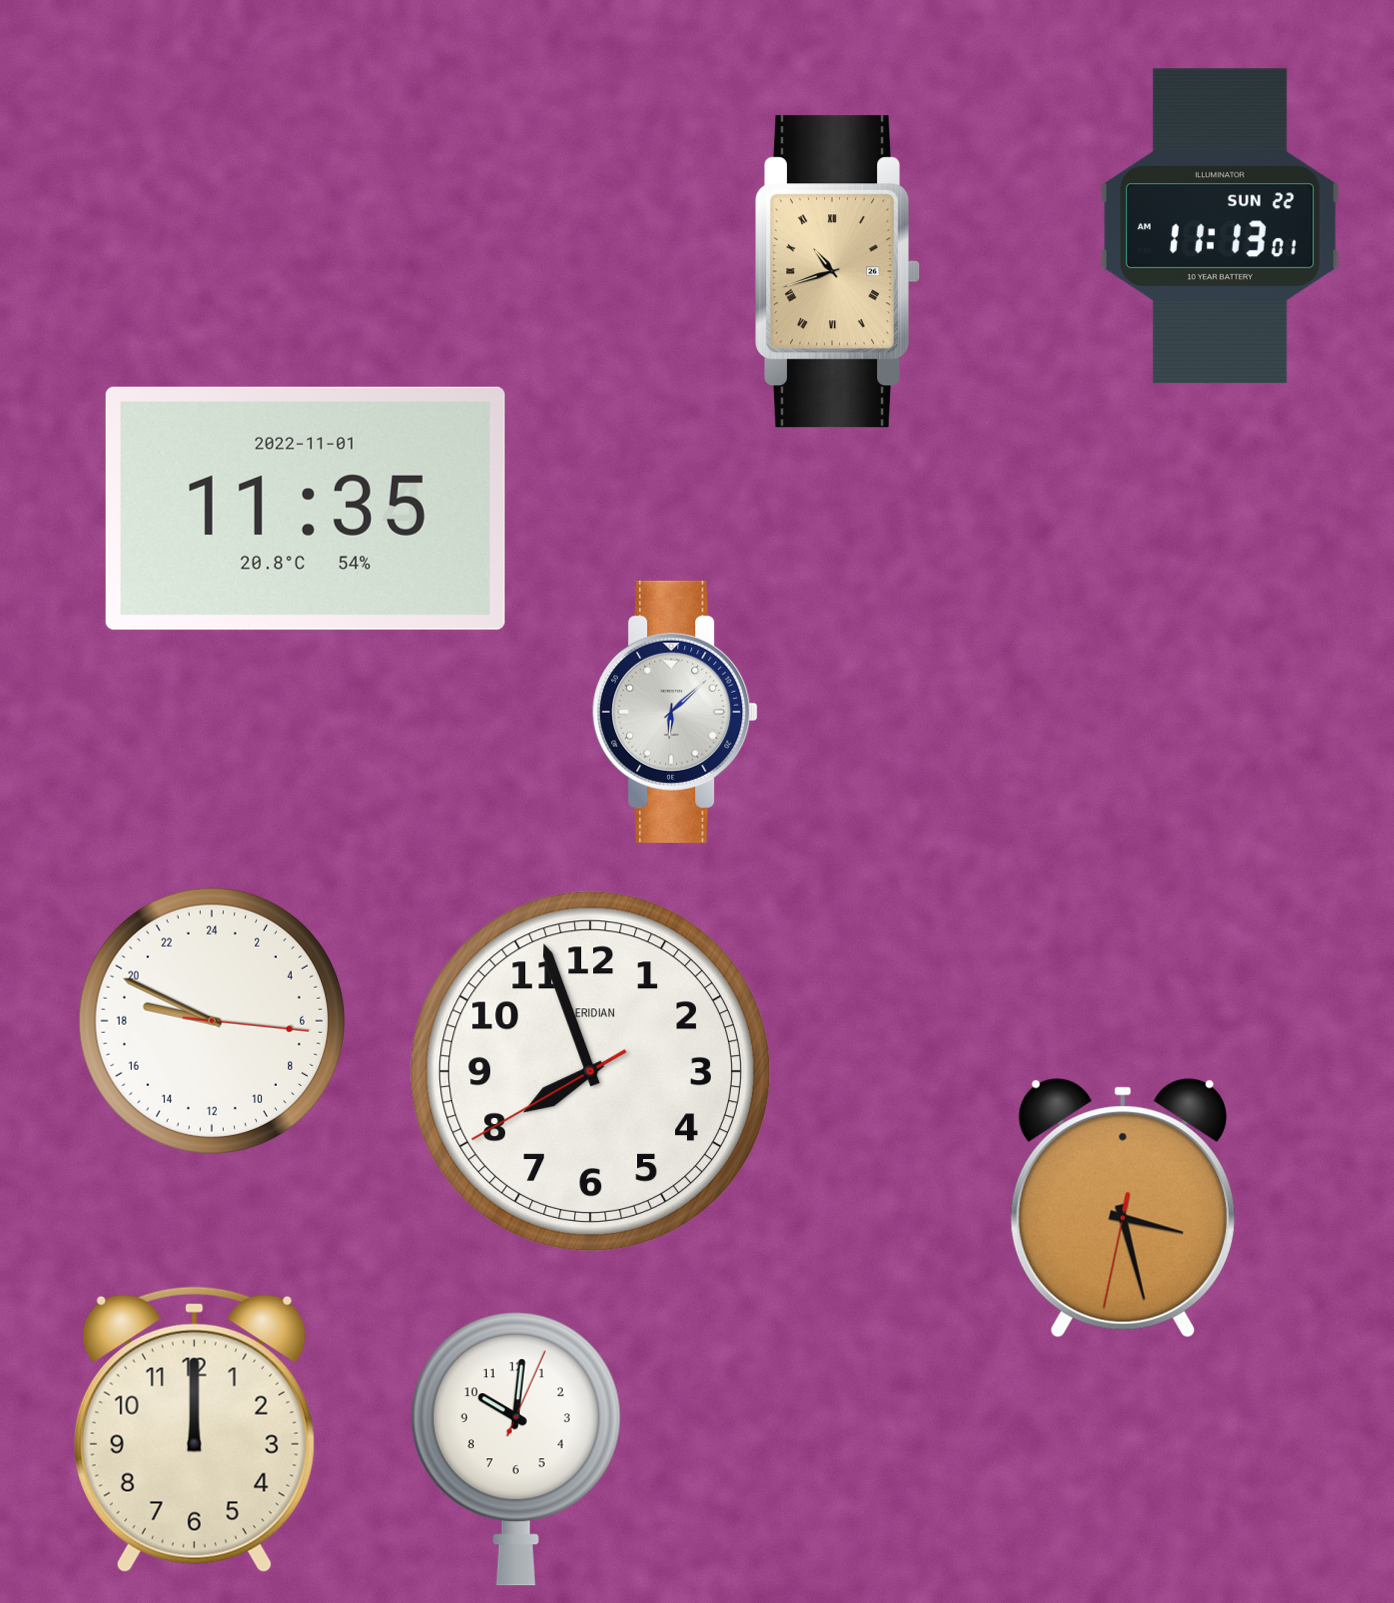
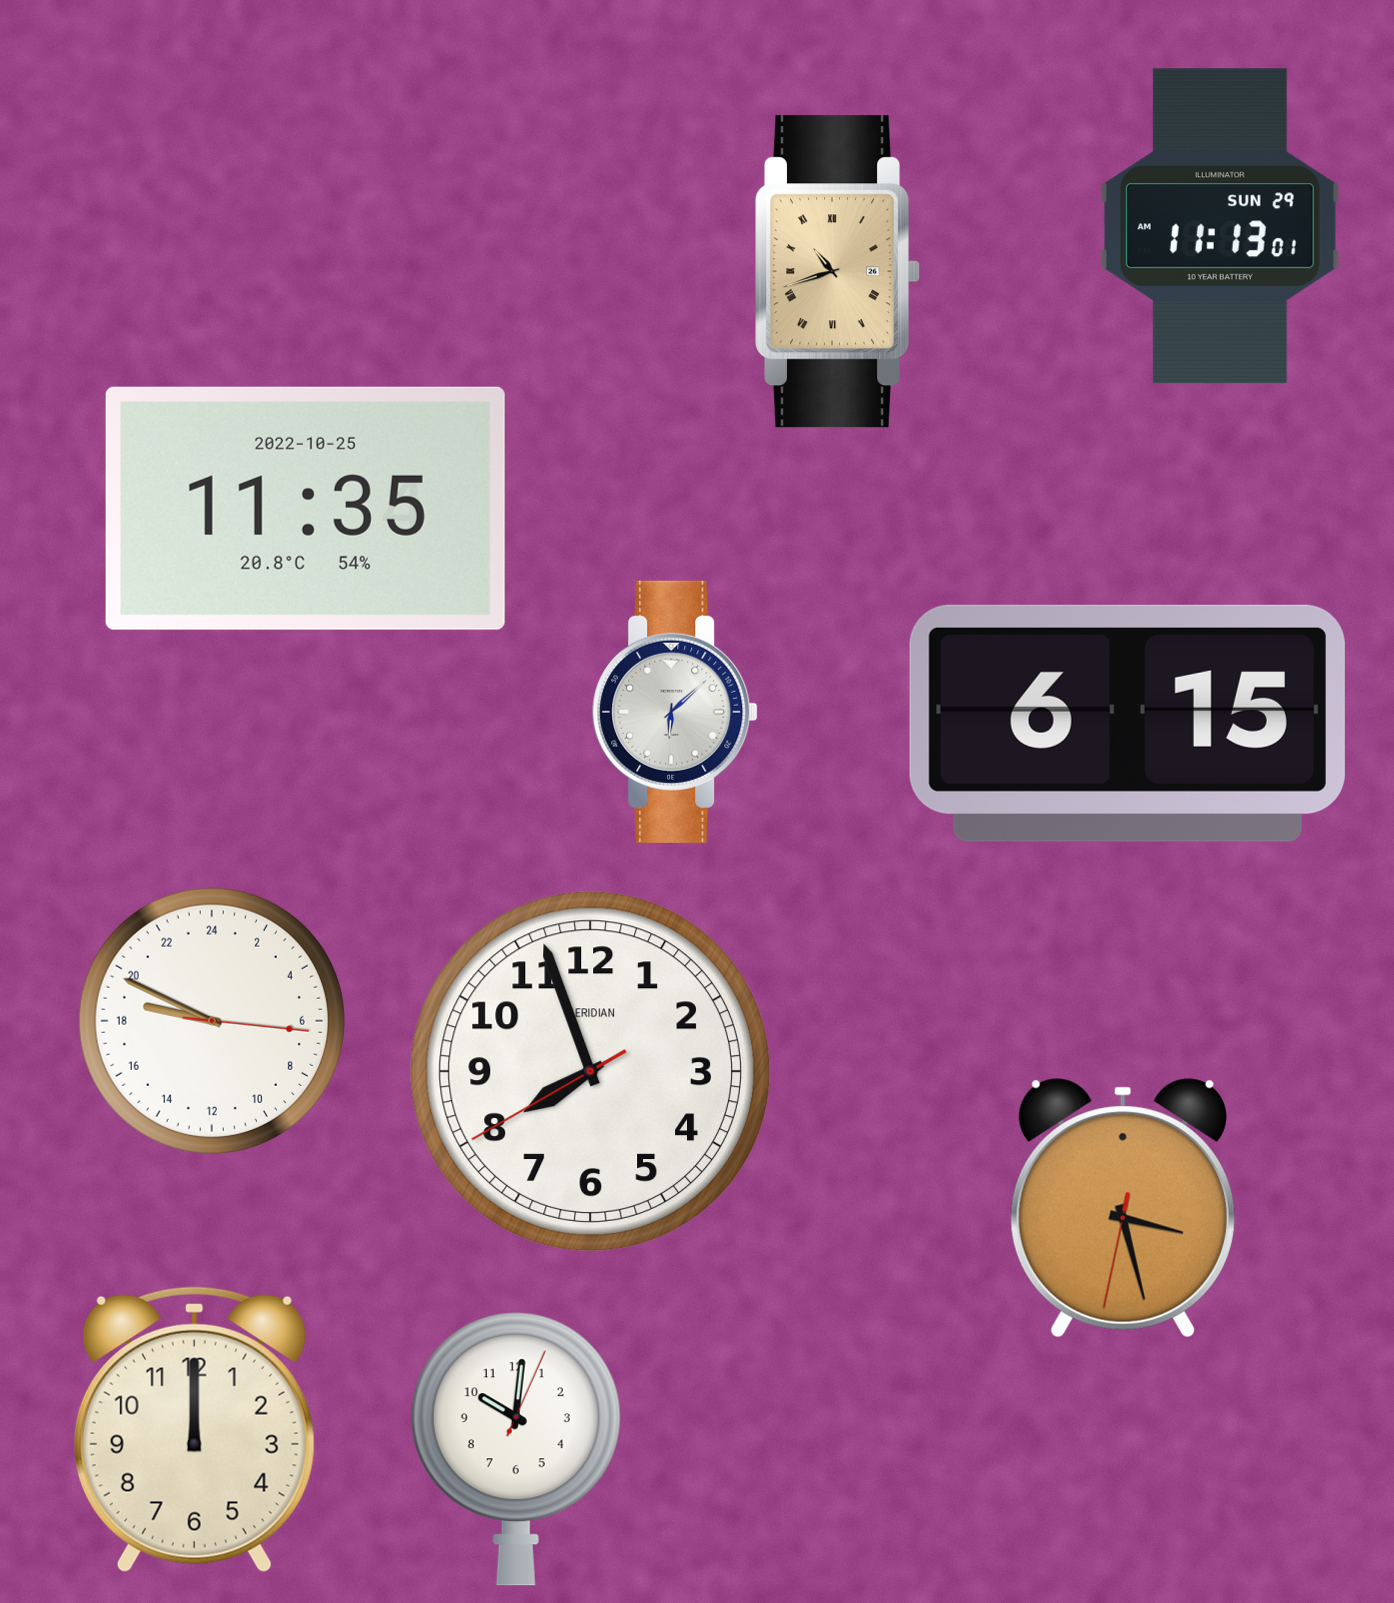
clock at (1220, 226) date: SUN 22 -> SUN 29
clock at (305, 508) date: 2022-11-01 -> 2022-10-25
clock at (1127, 723): none -> 6:15
